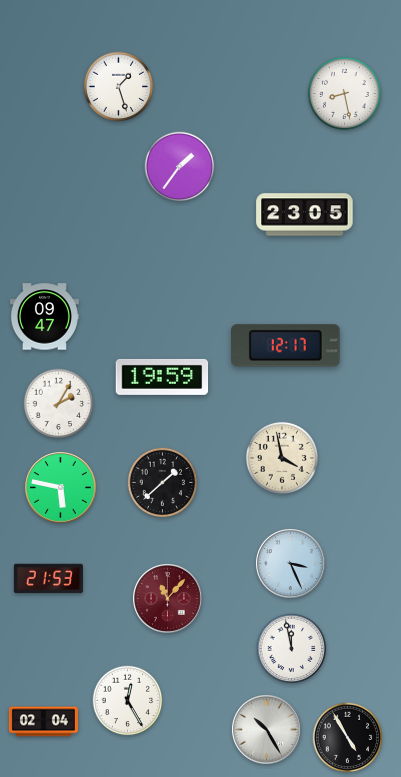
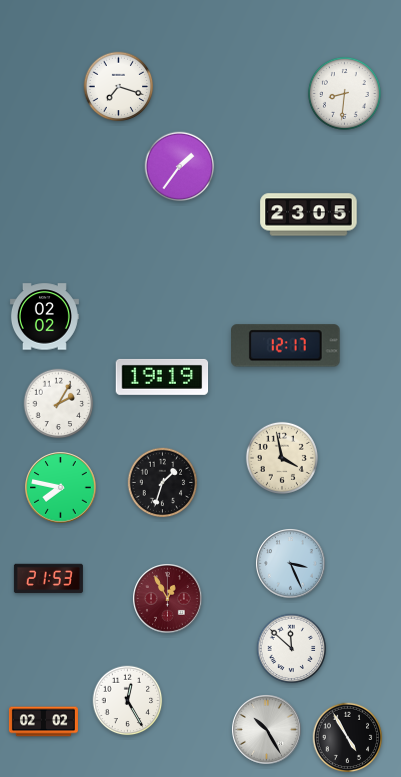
clock at (119, 87): 1:27 -> 7:18
clock at (344, 93): 8:28 -> 8:31
clock at (305, 215) position: (305, 215) -> (309, 215)
clock at (44, 317): 09:47 -> 02:02
clock at (162, 377): 19:59 -> 19:19
clock at (163, 483): 1:38 -> 1:33
clock at (61, 488): 5:47 -> 7:47
clock at (168, 599): 11:07 -> 12:55
clock at (292, 649): 11:58 -> 11:52
clock at (43, 722): 02:04 -> 02:02
